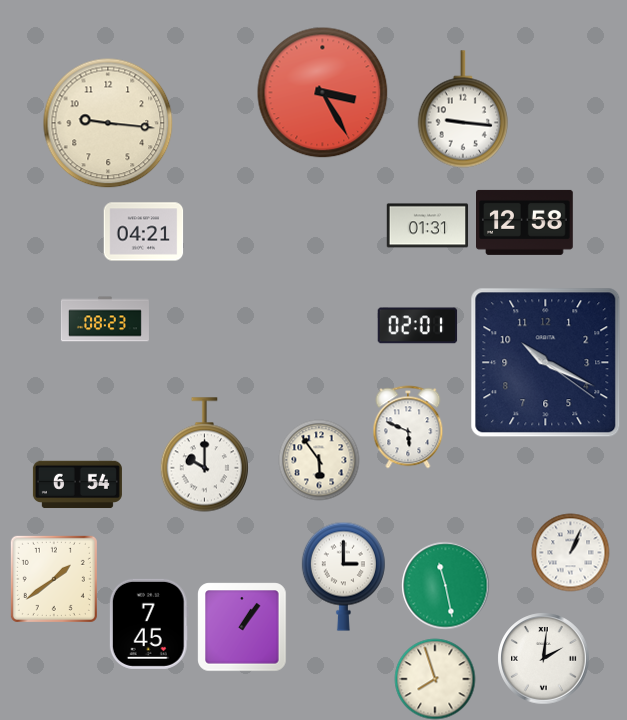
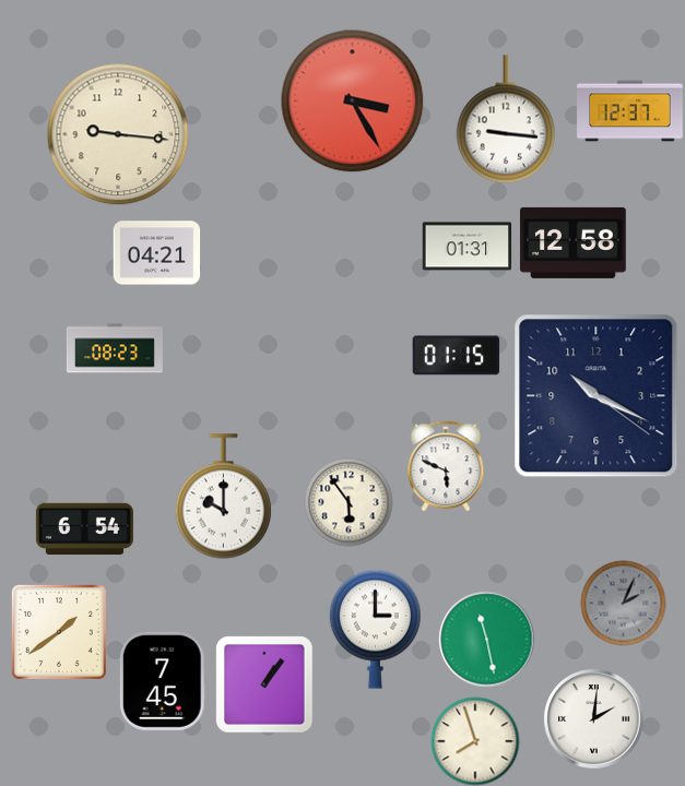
clock at (630, 111): none -> 12:37
clock at (417, 326): 02:01 -> 01:15
clock at (570, 552): 1:04 -> 2:04
clock at (570, 552) dial: white -> grey
